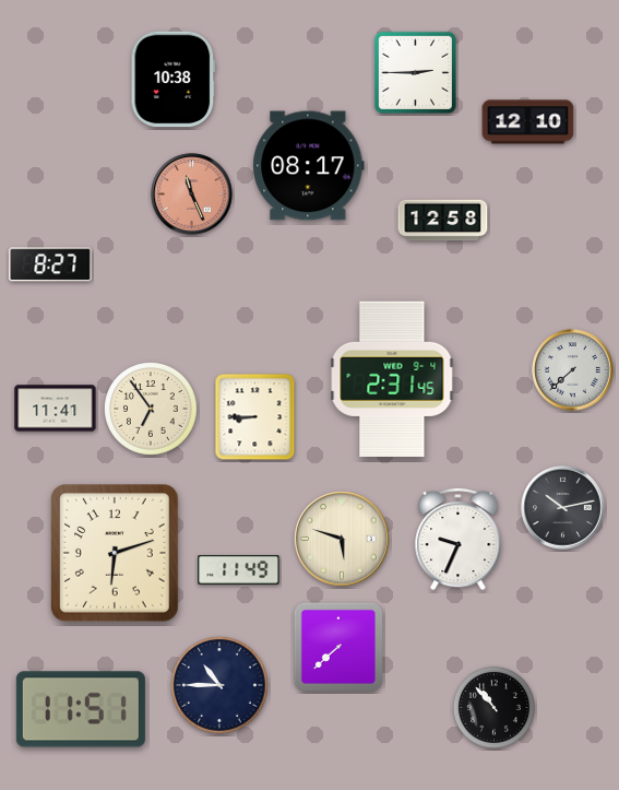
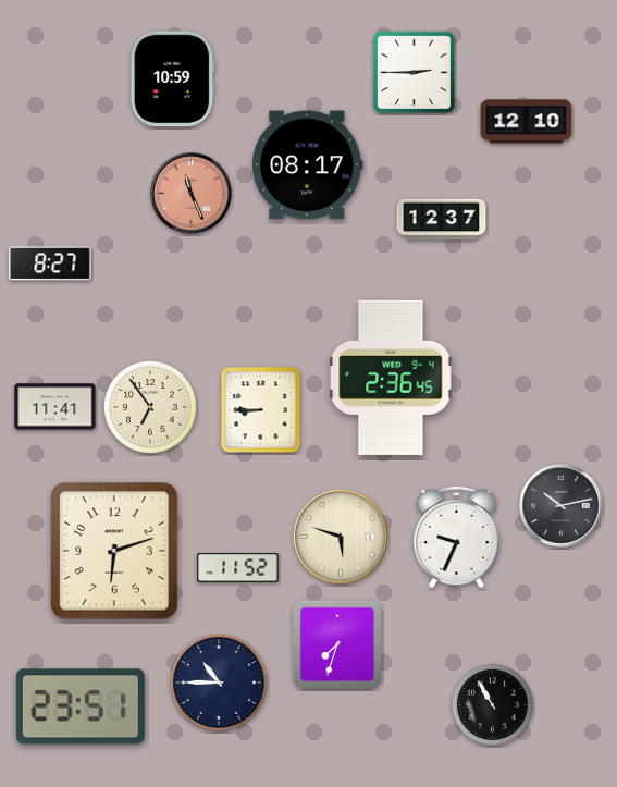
clock at (174, 80): 10:38 -> 10:59
clock at (443, 221): 12:58 -> 12:37
clock at (573, 370): 7:38 -> none
clock at (392, 379): 2:31 -> 2:36
clock at (255, 417) position: (255, 417) -> (261, 410)
clock at (239, 570): 11:49 -> 11:52
clock at (338, 647): 7:38 -> 7:33
clock at (493, 707): 10:53 -> 10:55
clock at (81, 709): 11:51 -> 23:51
